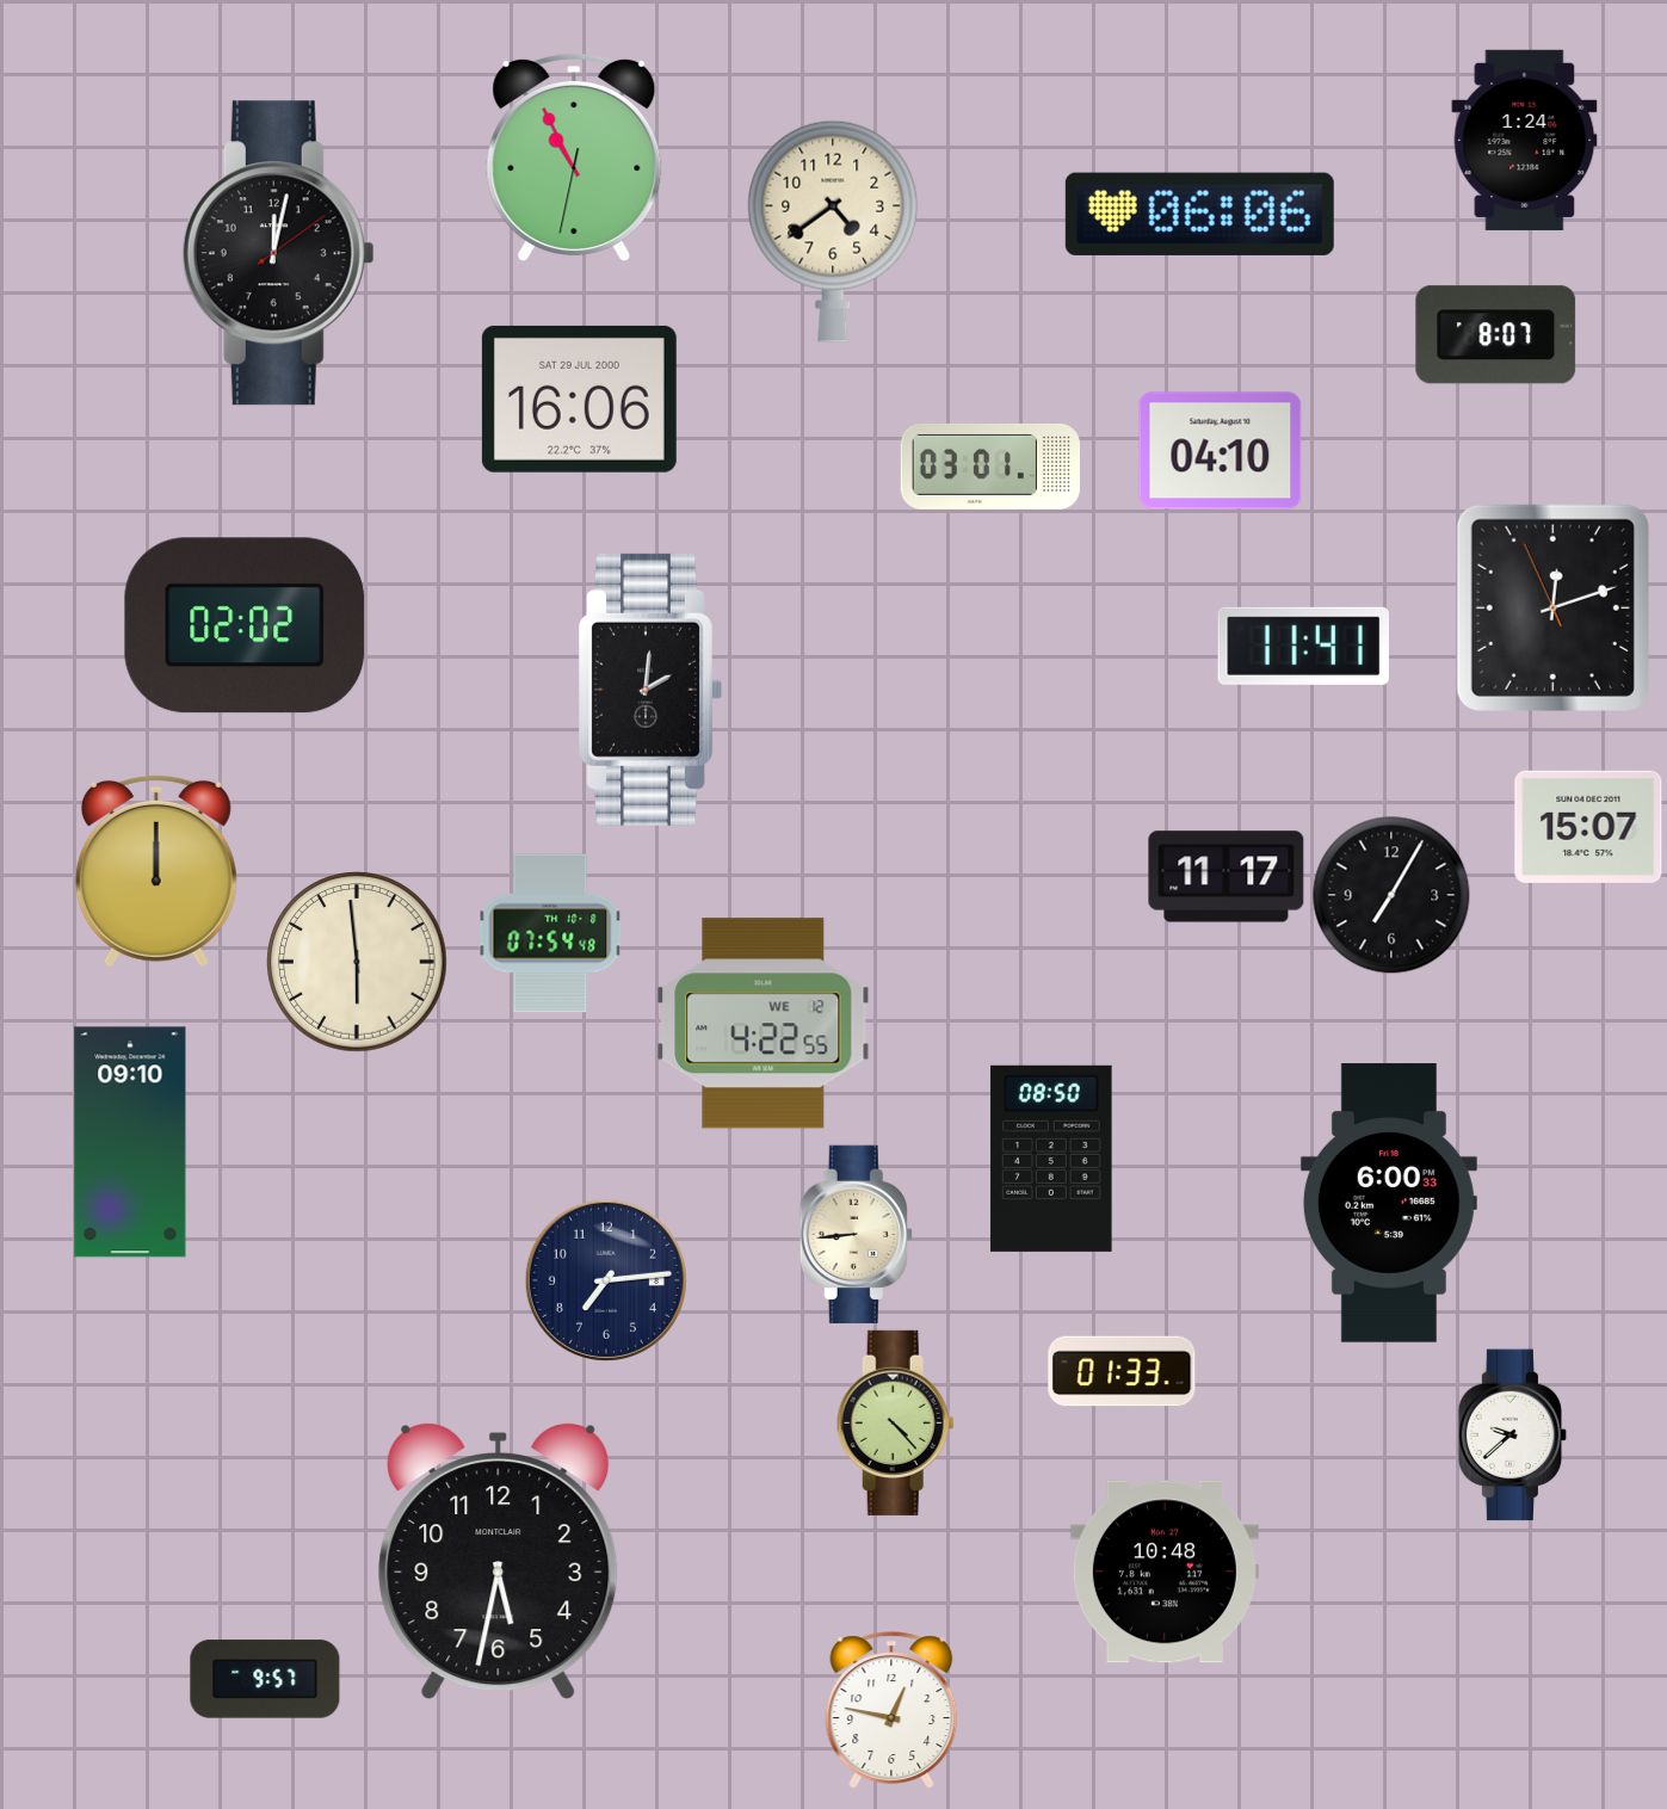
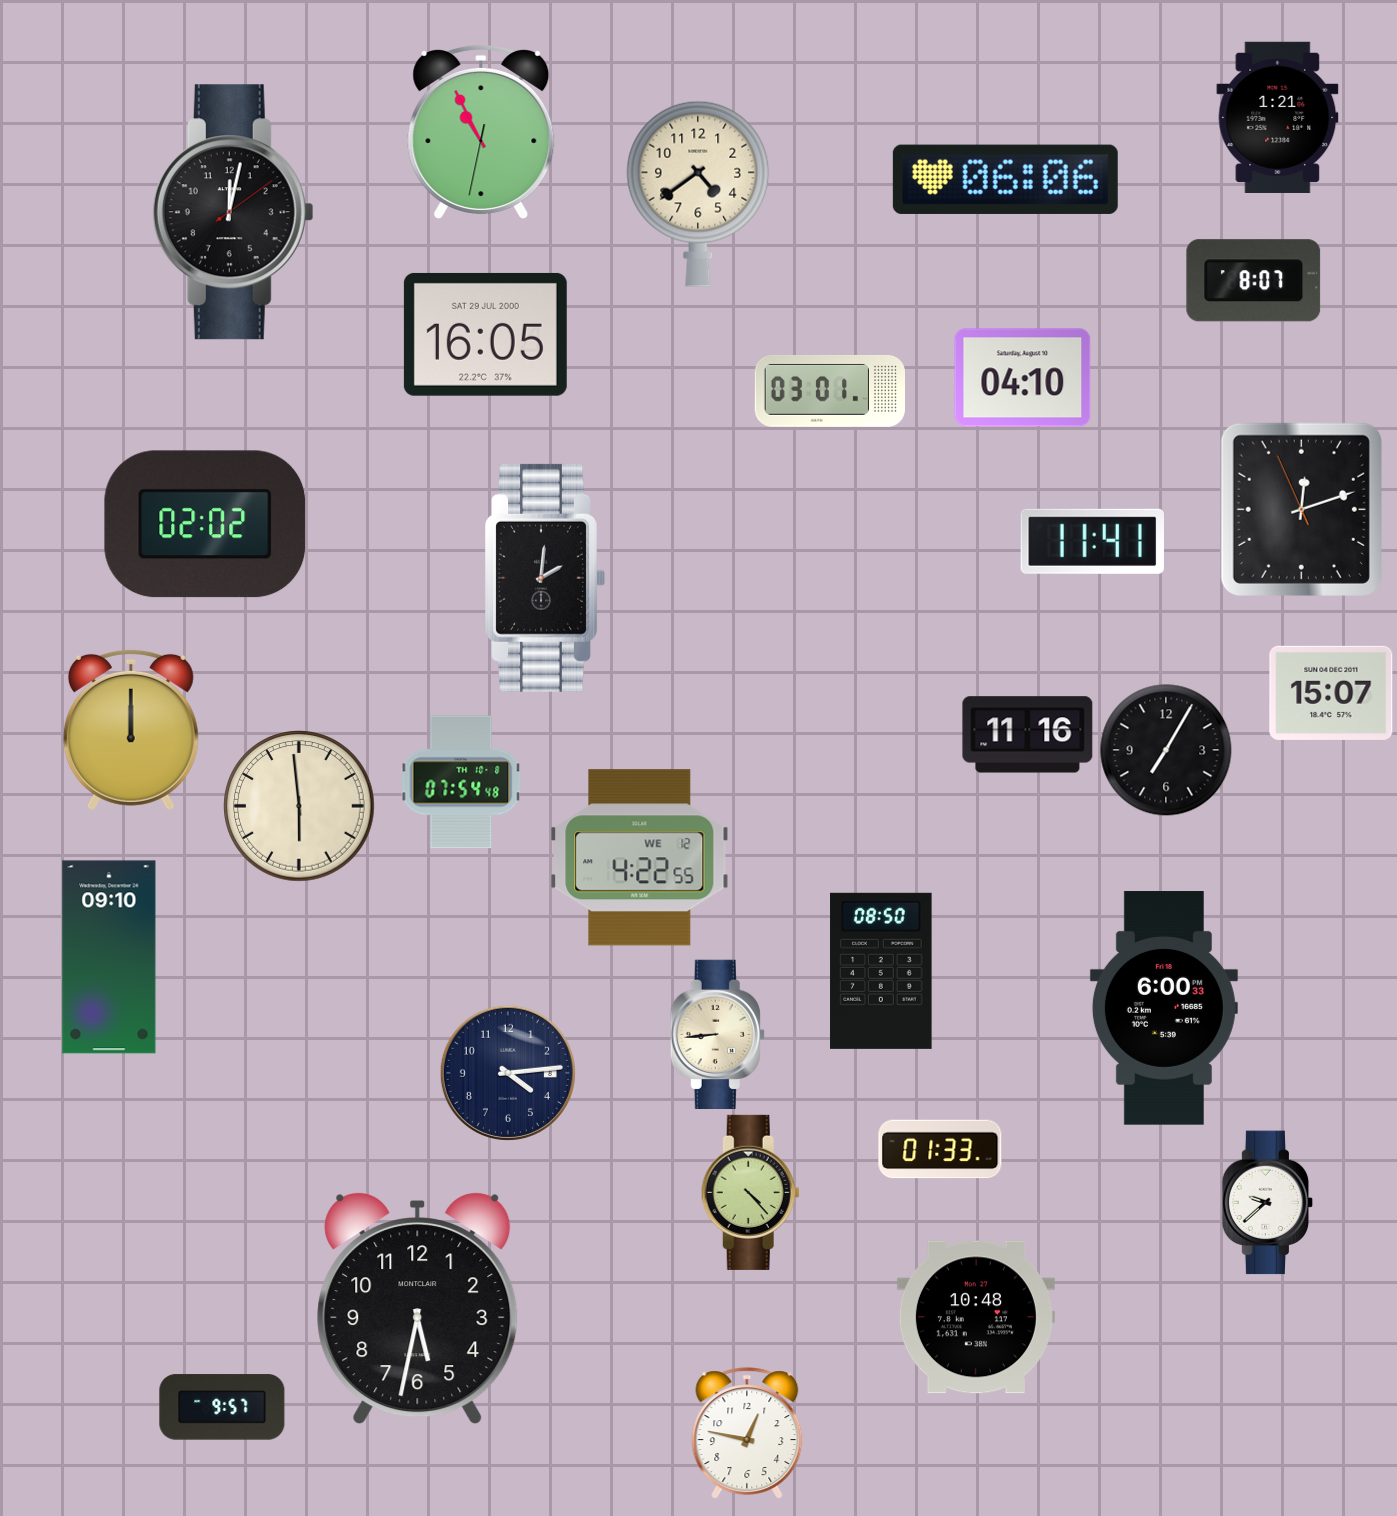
clock at (1525, 140): 1:24 -> 1:21
clock at (579, 399): 16:06 -> 16:05
clock at (1227, 877): 11:17 -> 11:16
clock at (606, 1280): 7:14 -> 4:14
